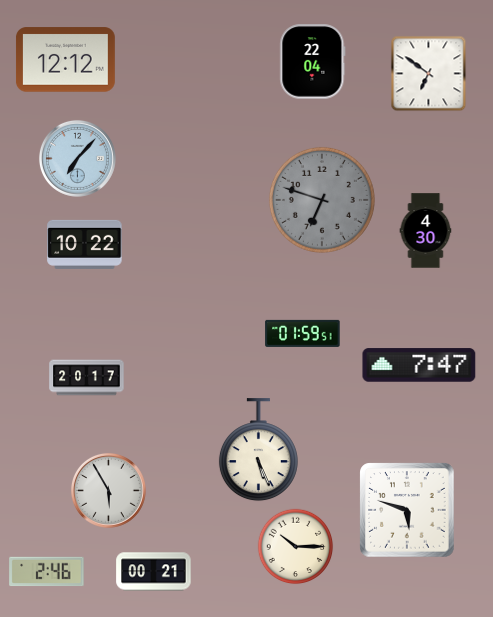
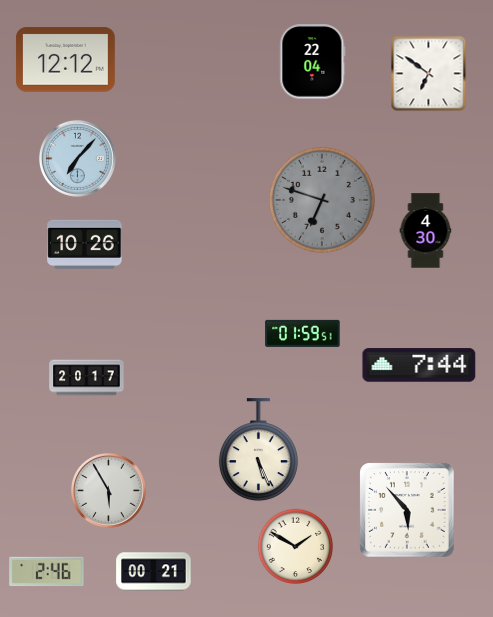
clock at (85, 244): 10:22 -> 10:26
clock at (419, 365): 7:47 -> 7:44
clock at (407, 510): 5:48 -> 5:53
clock at (296, 547): 10:15 -> 1:50
